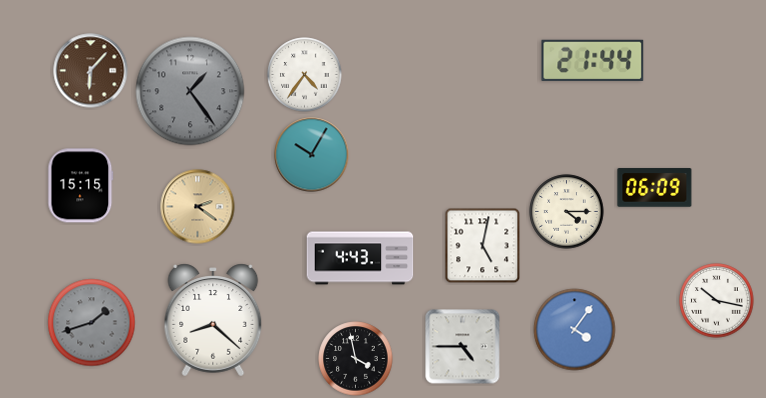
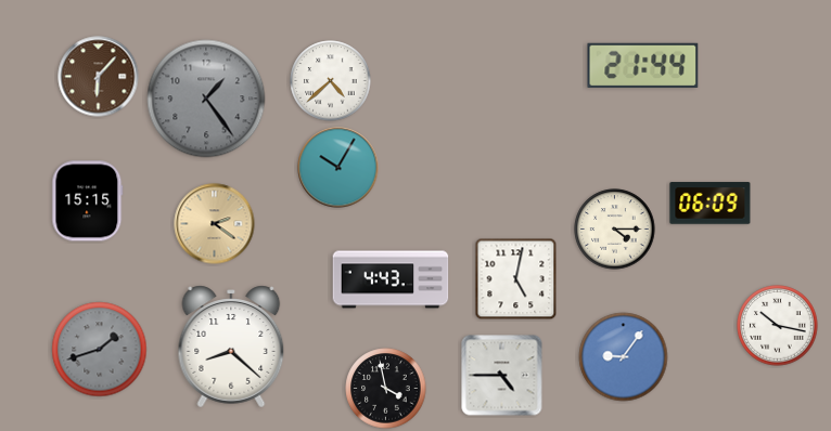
clock at (305, 75): 4:36 -> 4:38
clock at (483, 246) position: (483, 246) -> (516, 279)
clock at (575, 330): 4:06 -> 9:06
